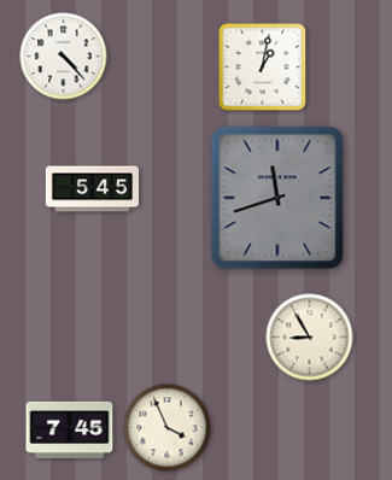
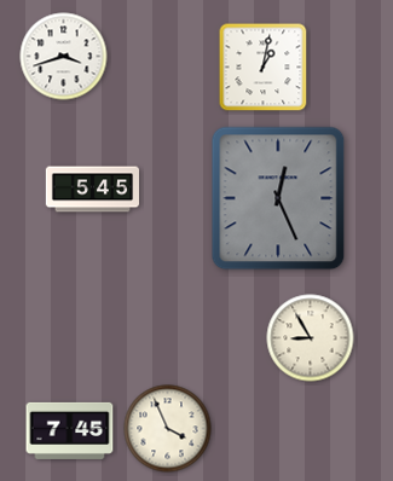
clock at (64, 57): 4:23 -> 3:42
clock at (277, 198): 11:42 -> 12:26
